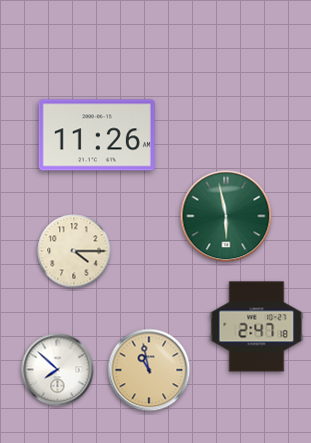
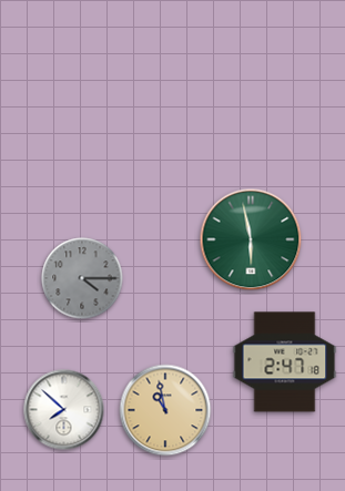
clock at (97, 135): 11:26 -> none
clock at (74, 251) dial: cream -> grey
